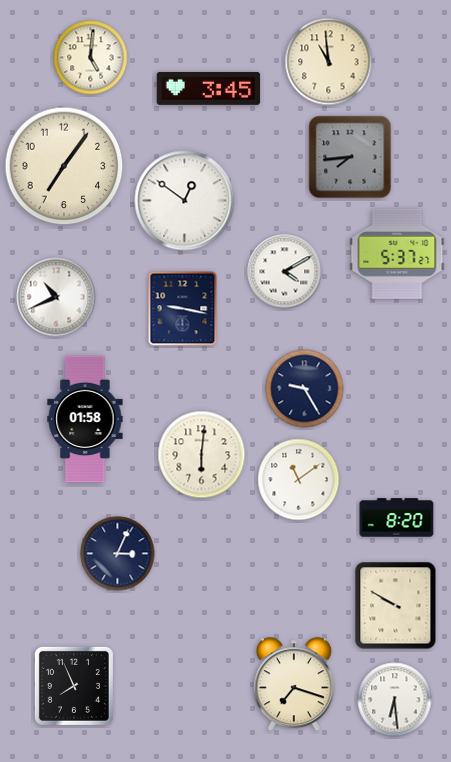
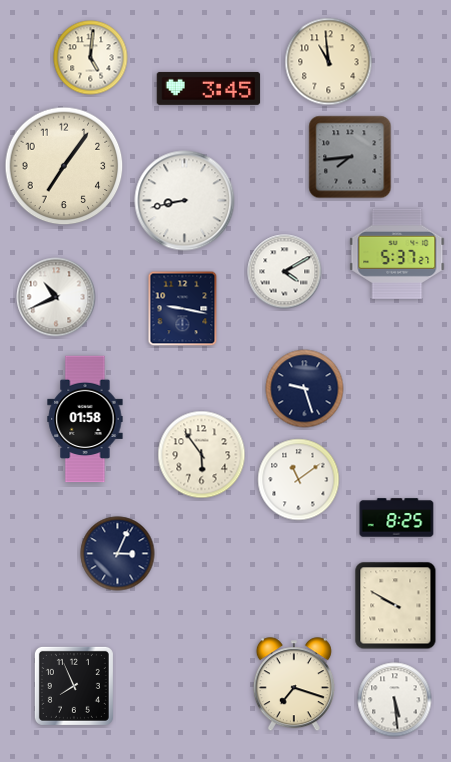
clock at (185, 201): 12:51 -> 8:43
clock at (305, 389): 9:25 -> 9:27
clock at (202, 455): 6:01 -> 5:54
clock at (397, 518): 8:20 -> 8:25
clock at (395, 700): 6:29 -> 5:29
